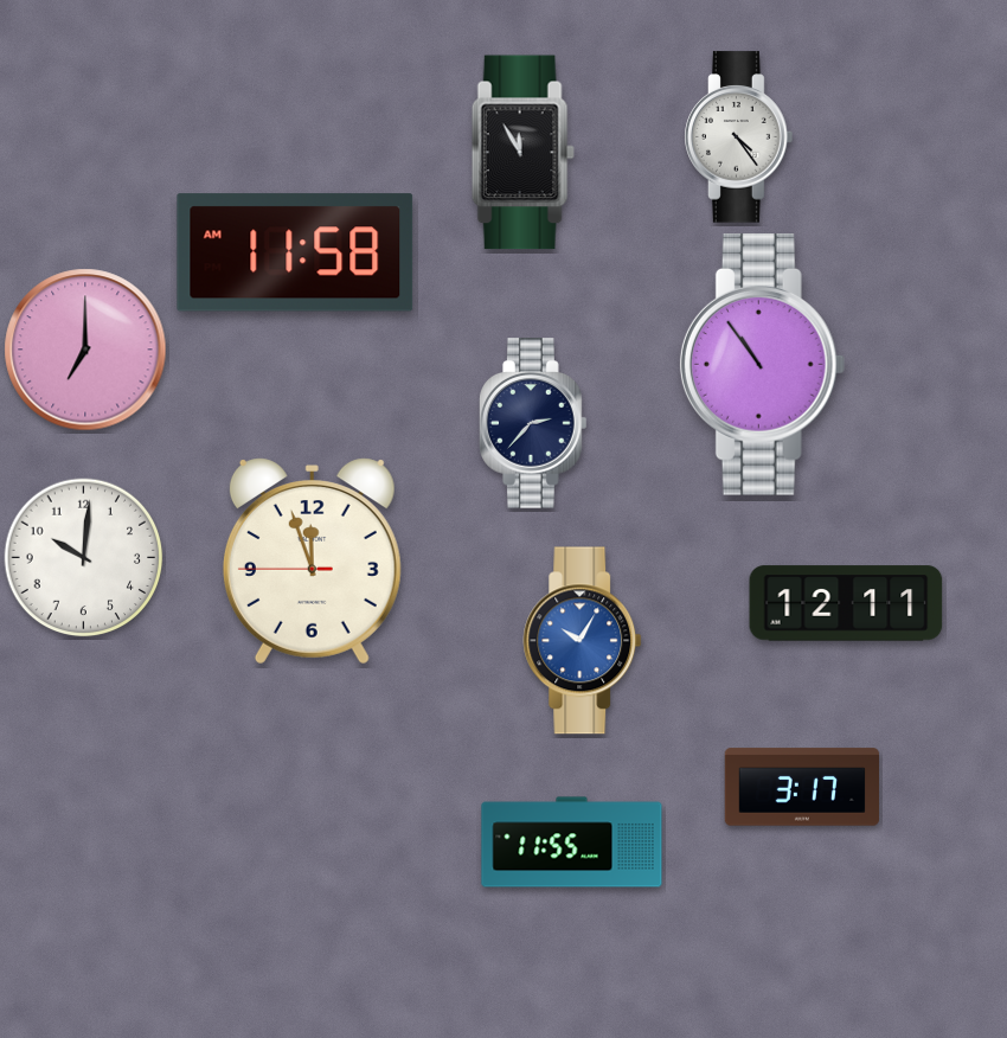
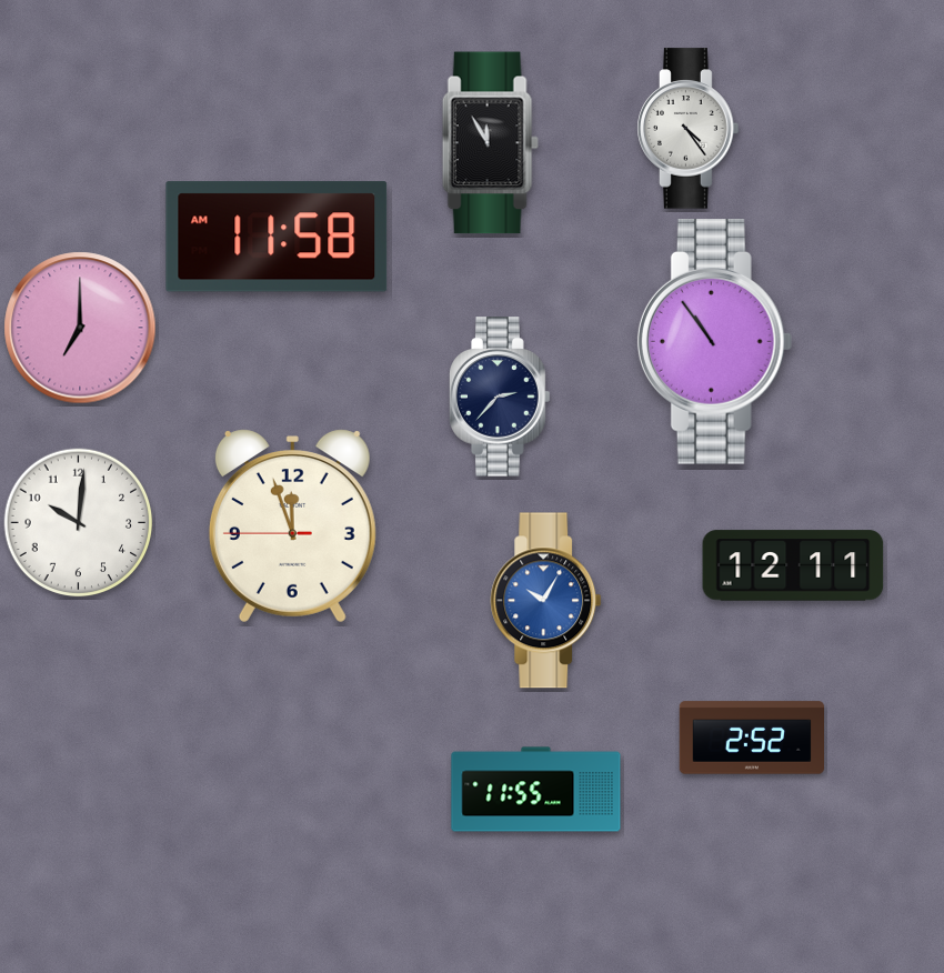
clock at (739, 137) position: (739, 137) -> (689, 129)
clock at (802, 787): 3:17 -> 2:52
